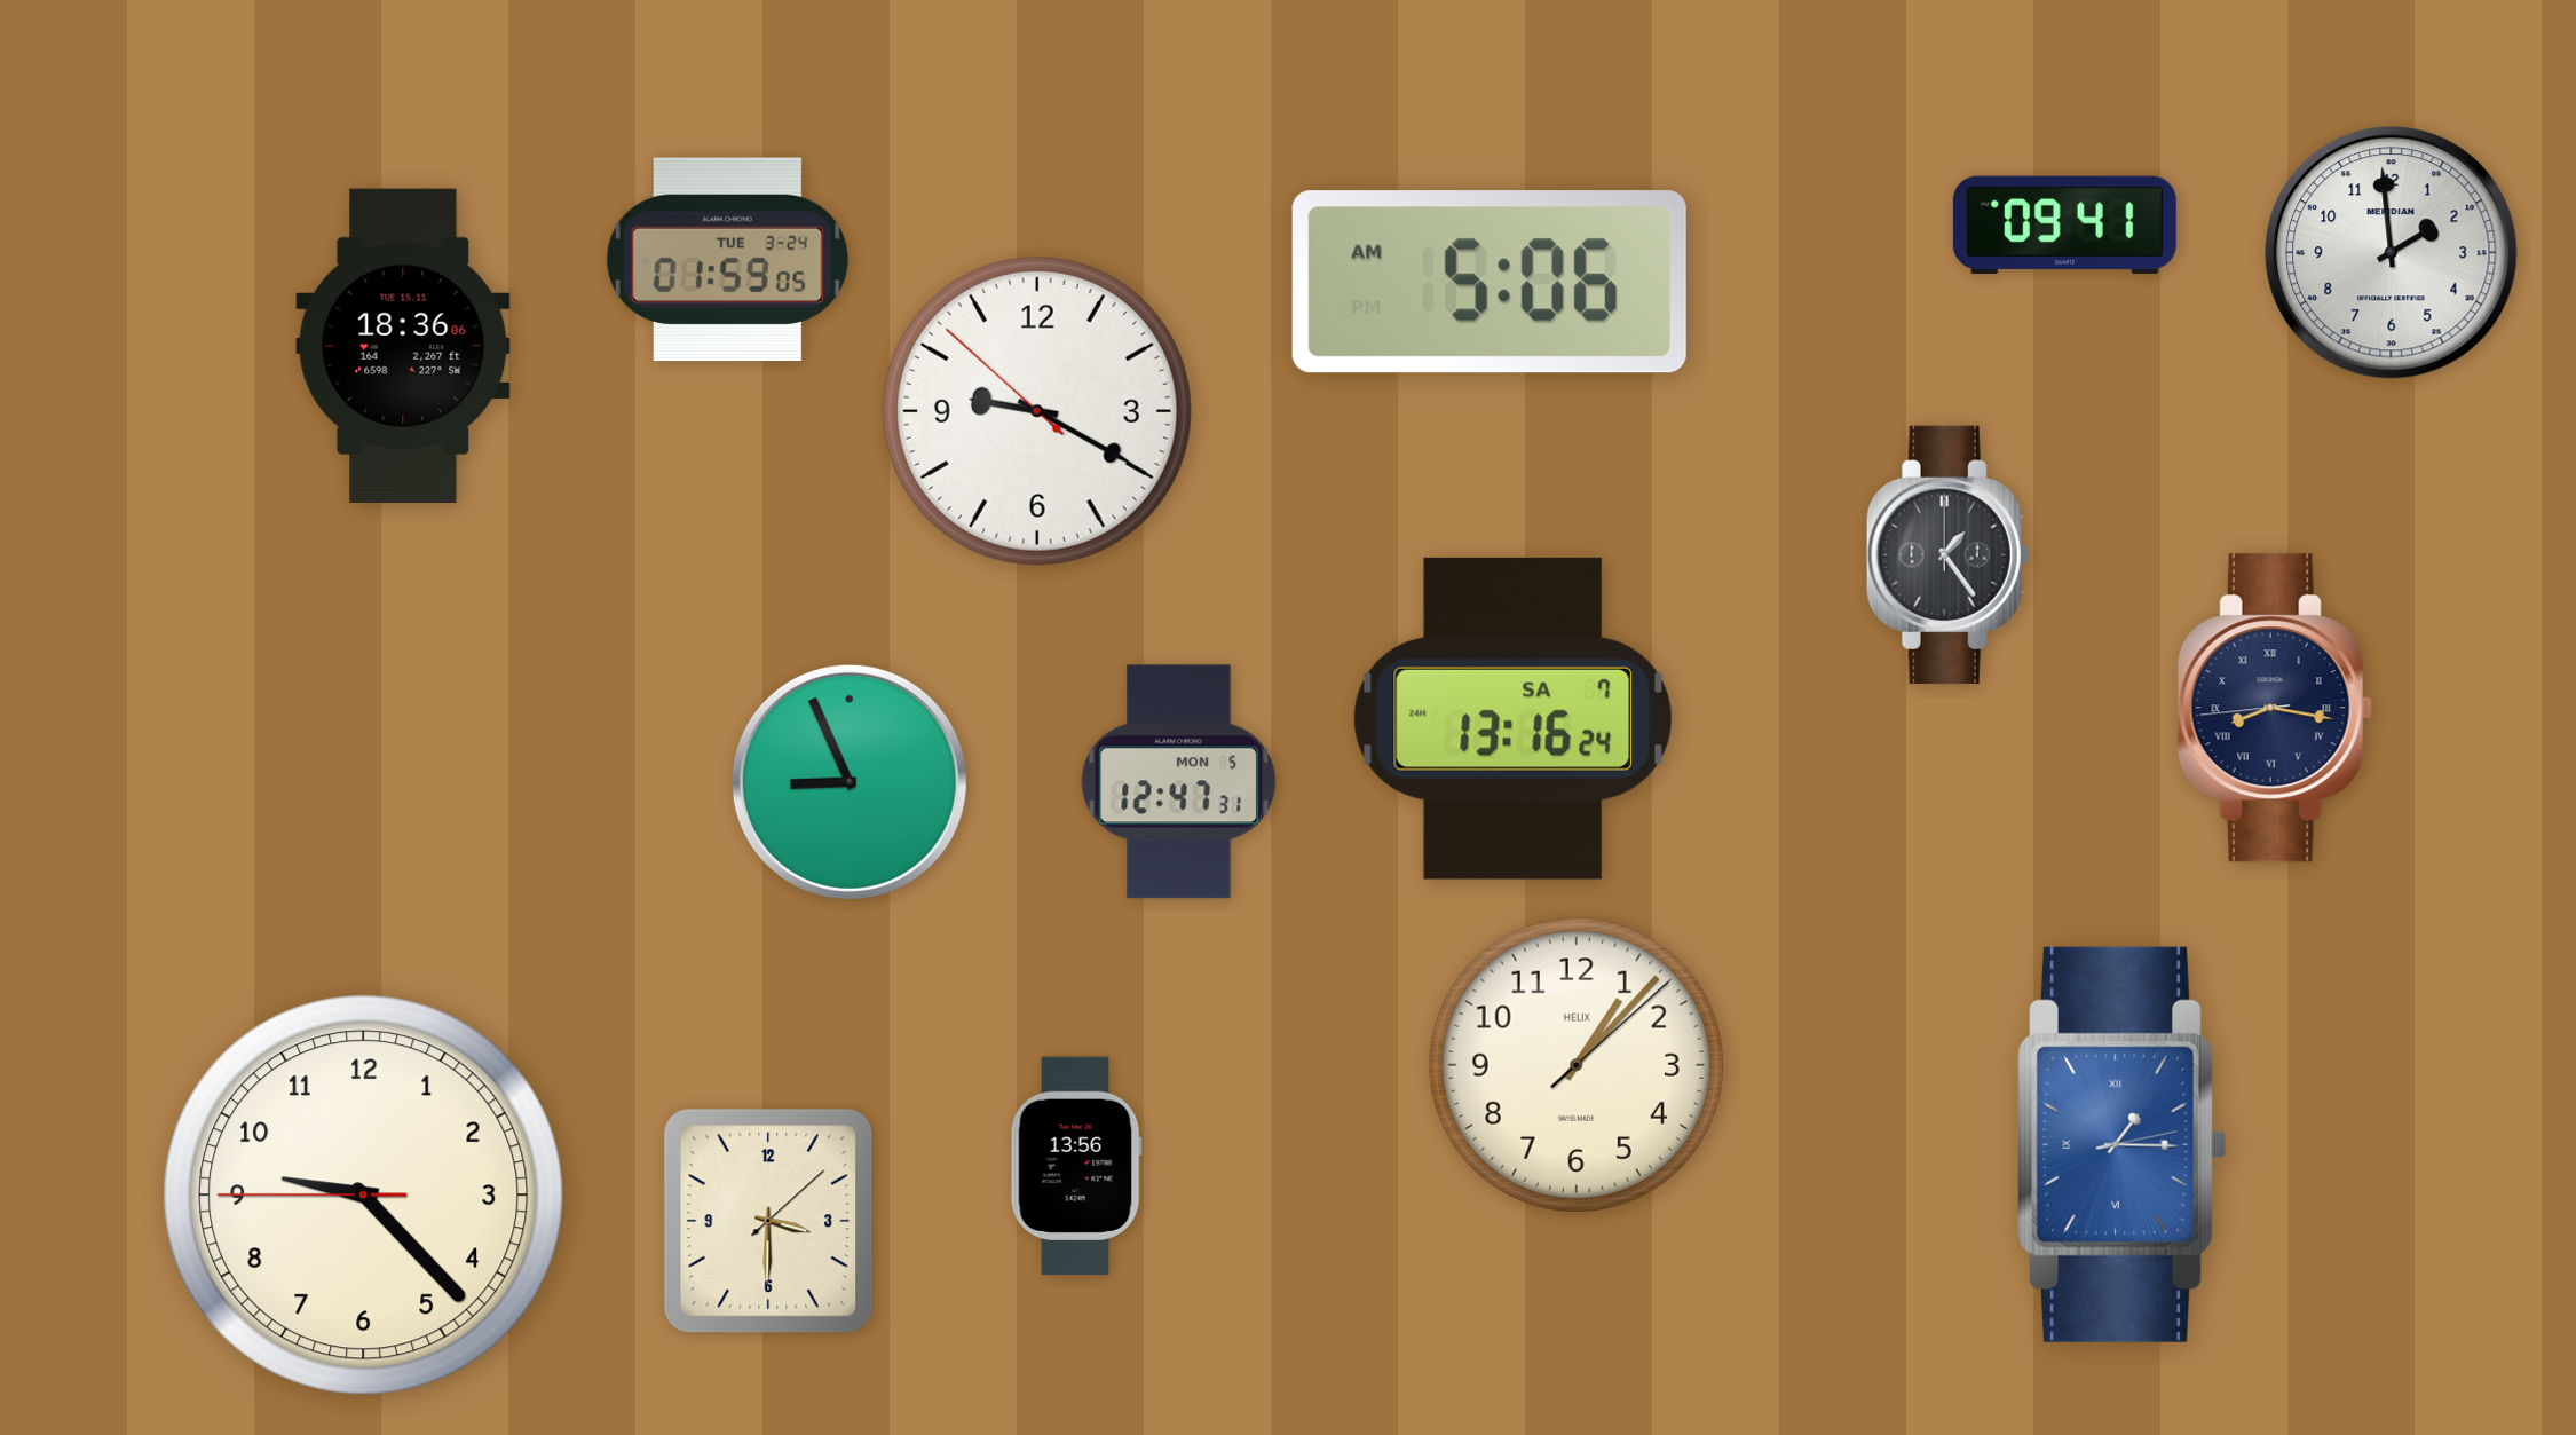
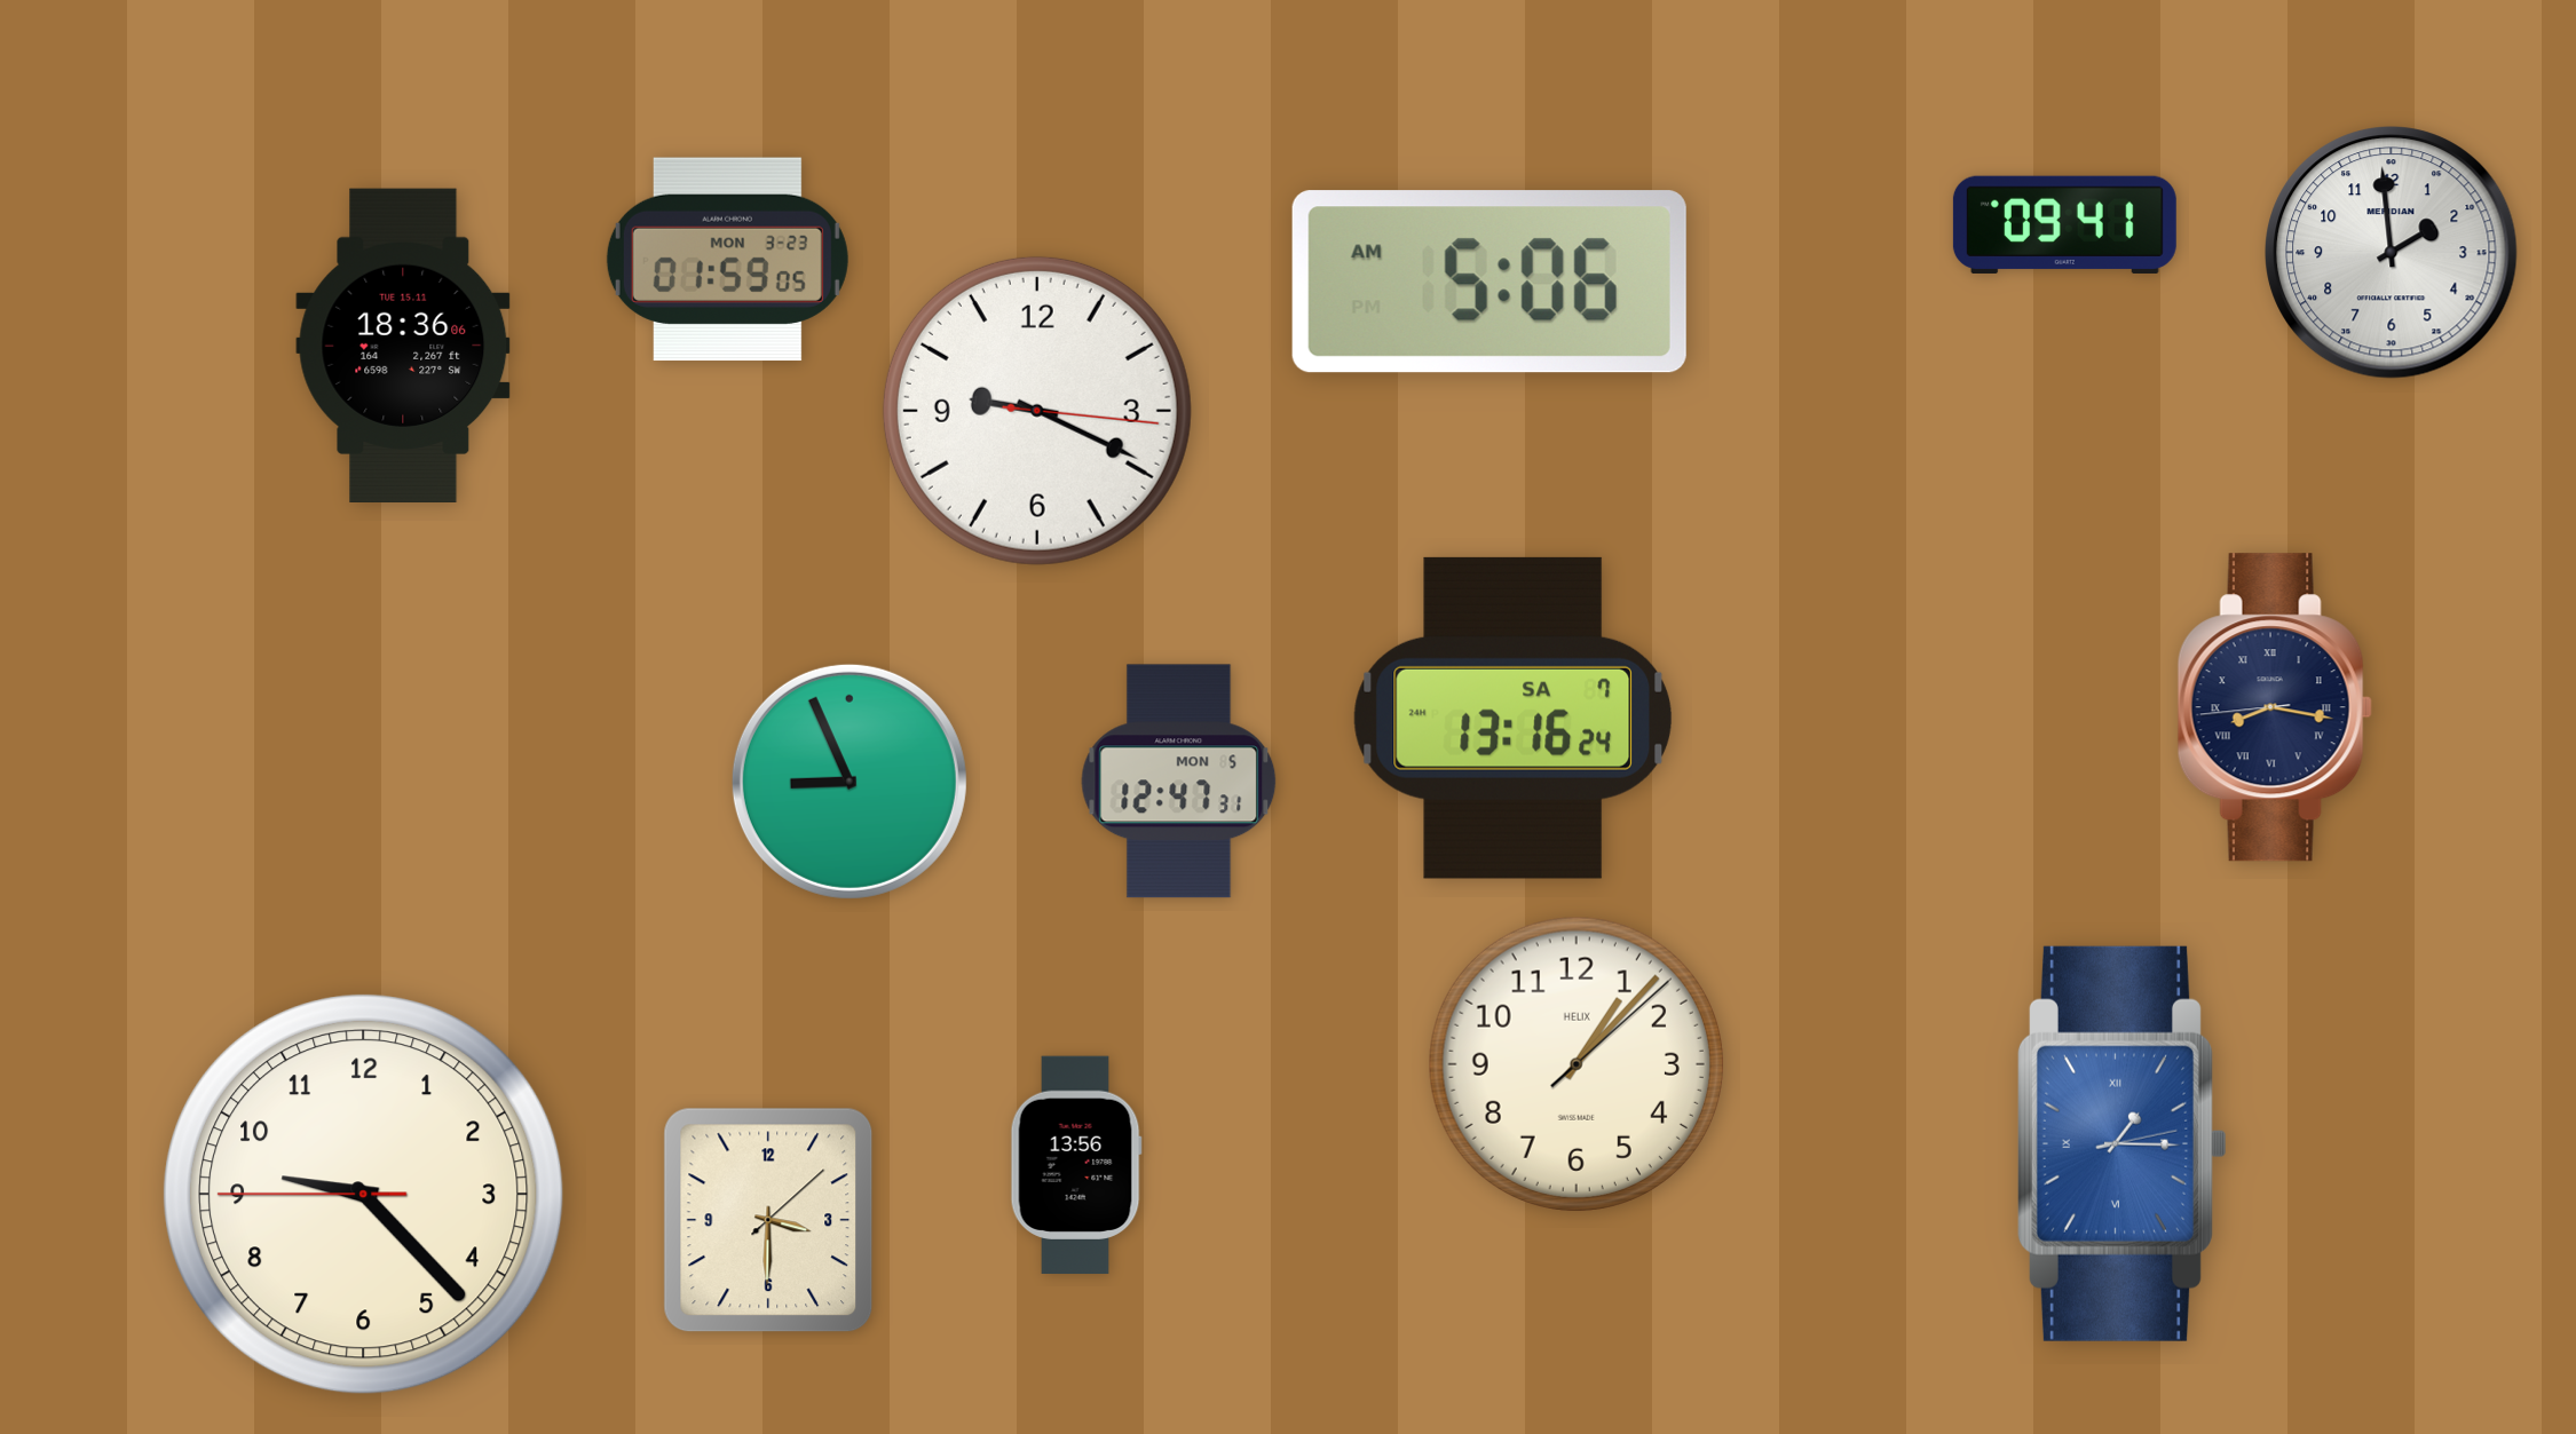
clock at (727, 260) date: TUE 3-24 -> MON 3-23
clock at (1037, 411): 9:19:52 -> 9:19:16
clock at (1947, 554): 1:24 -> none
